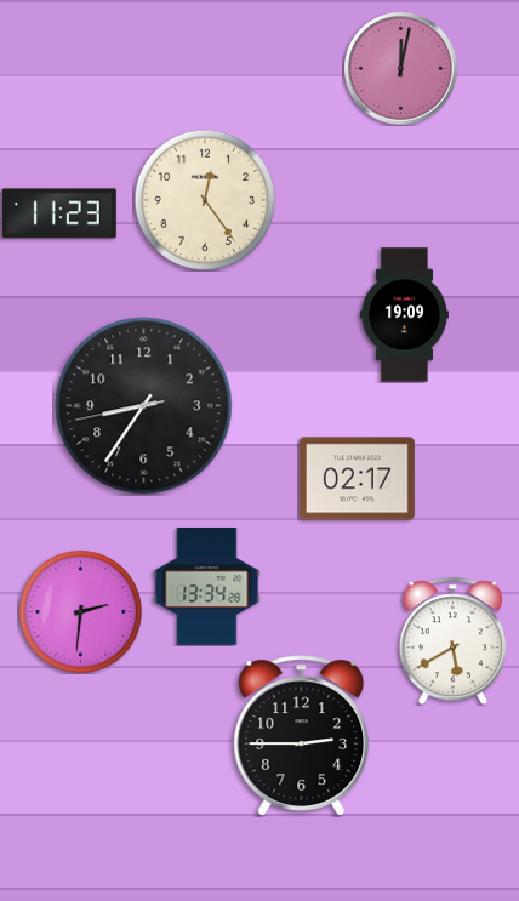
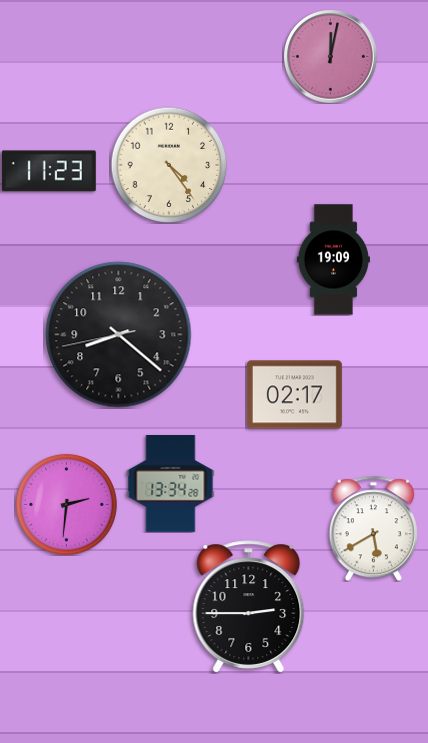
clock at (205, 200): 12:24 -> 4:24
clock at (59, 213) position: (59, 213) -> (49, 171)
clock at (144, 406): 8:35 -> 8:21
